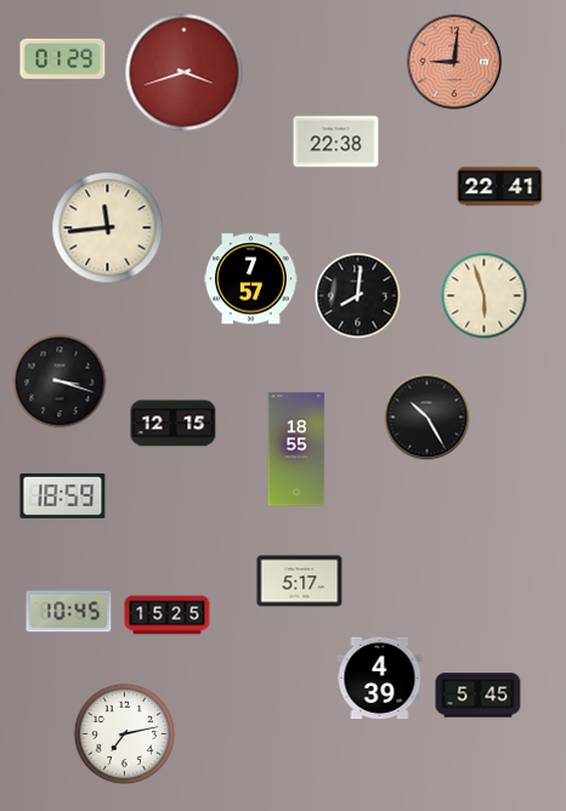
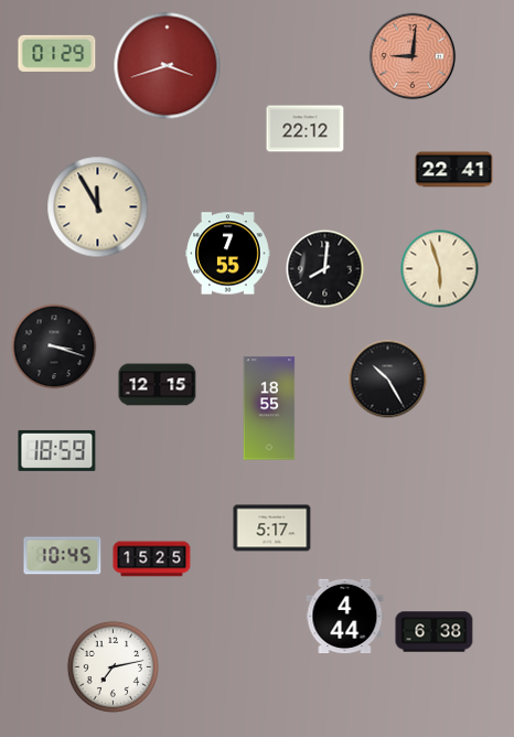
clock at (336, 142): 22:38 -> 22:12
clock at (108, 228): 11:44 -> 11:55
clock at (251, 279): 7:57 -> 7:55
clock at (380, 679): 4:39 -> 4:44
clock at (479, 696): 5:45 -> 6:38
